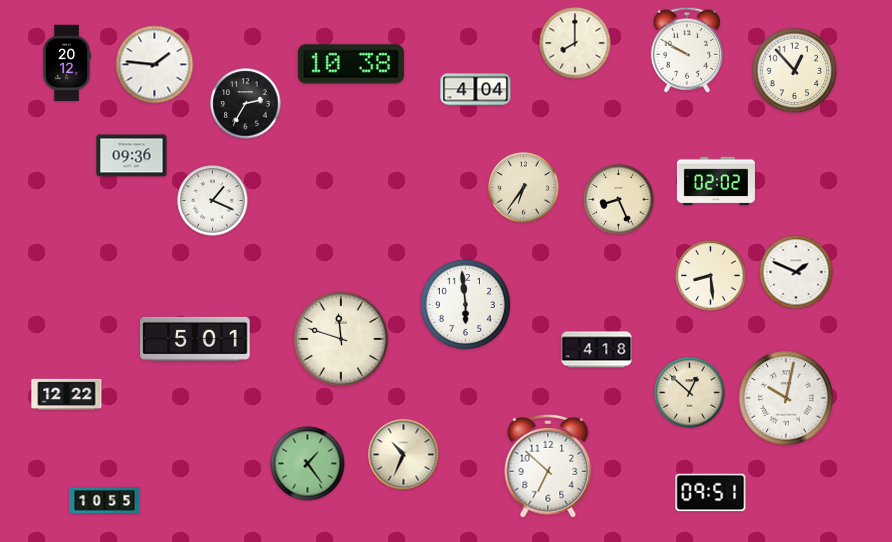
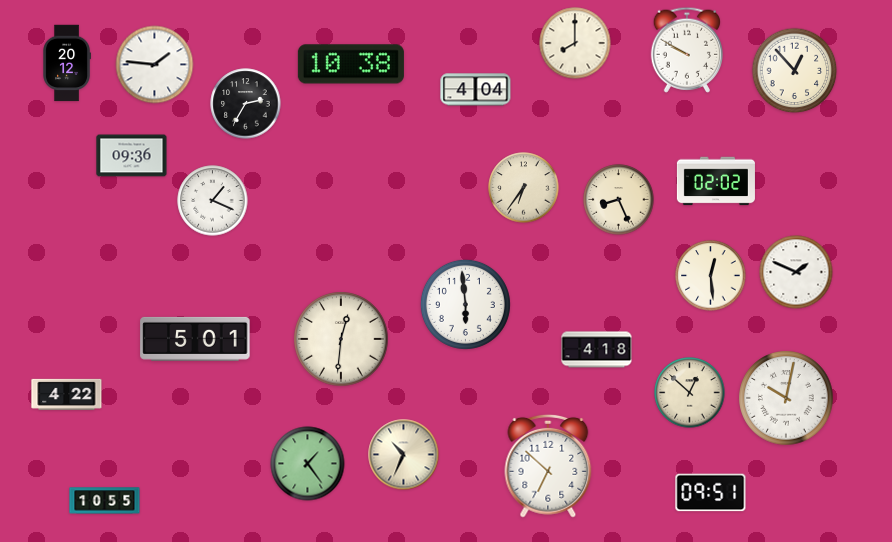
clock at (711, 276): 8:29 -> 12:29
clock at (341, 339): 11:48 -> 12:31
clock at (67, 394): 12:22 -> 4:22
